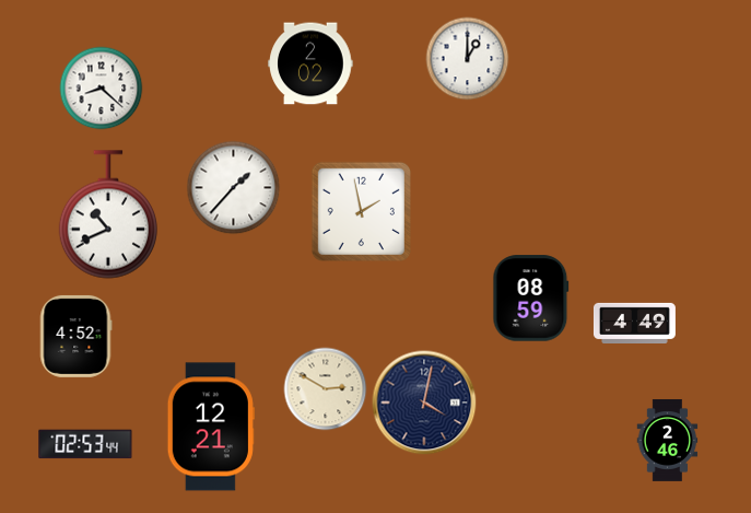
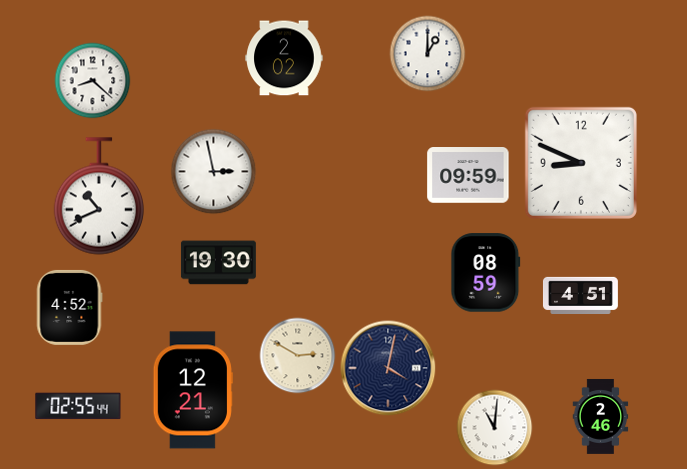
clock at (581, 163): none -> 8:49
clock at (234, 188): 1:37 -> 2:58
clock at (468, 175): none -> 09:59
clock at (361, 211): 1:58 -> none
clock at (218, 263): none -> 19:30
clock at (635, 323): 4:49 -> 4:51
clock at (668, 440) position: (668, 440) -> (601, 416)
clock at (85, 444): 02:53 -> 02:55
clock at (495, 428): none -> 11:01
